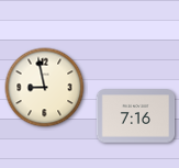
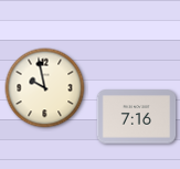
clock at (45, 88): 8:58 -> 9:58
